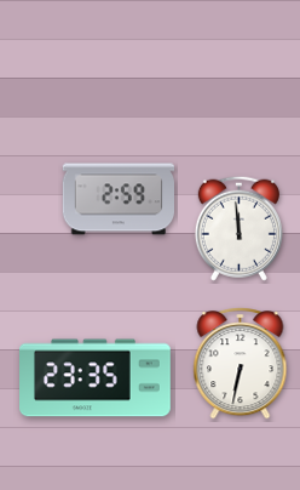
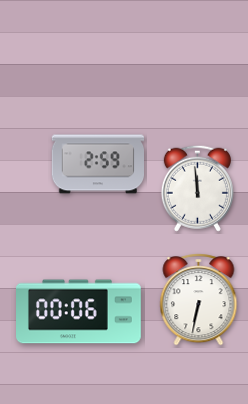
clock at (96, 378): 23:35 -> 00:06
